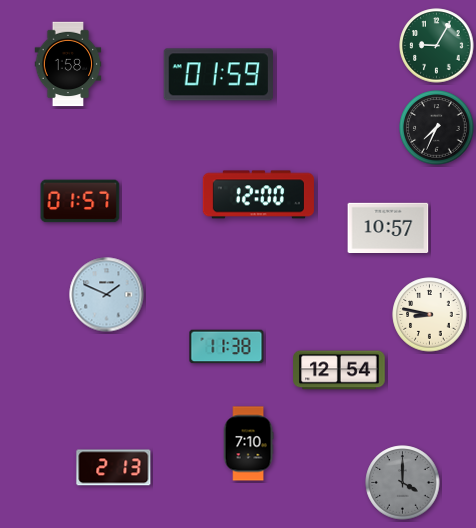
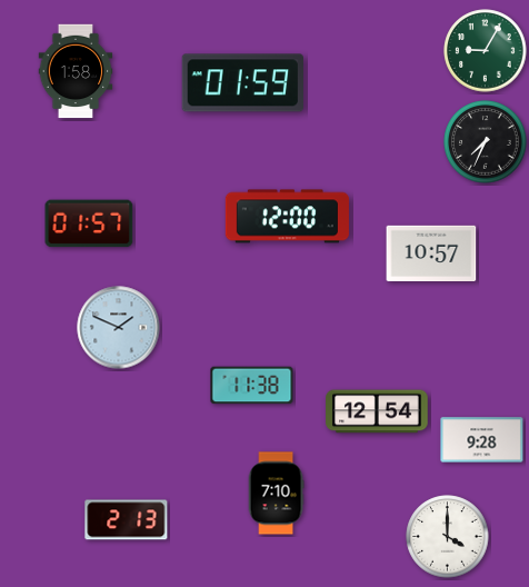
clock at (430, 315): 8:47 -> none
clock at (482, 440): none -> 9:28
clock at (403, 483) dial: grey -> white
